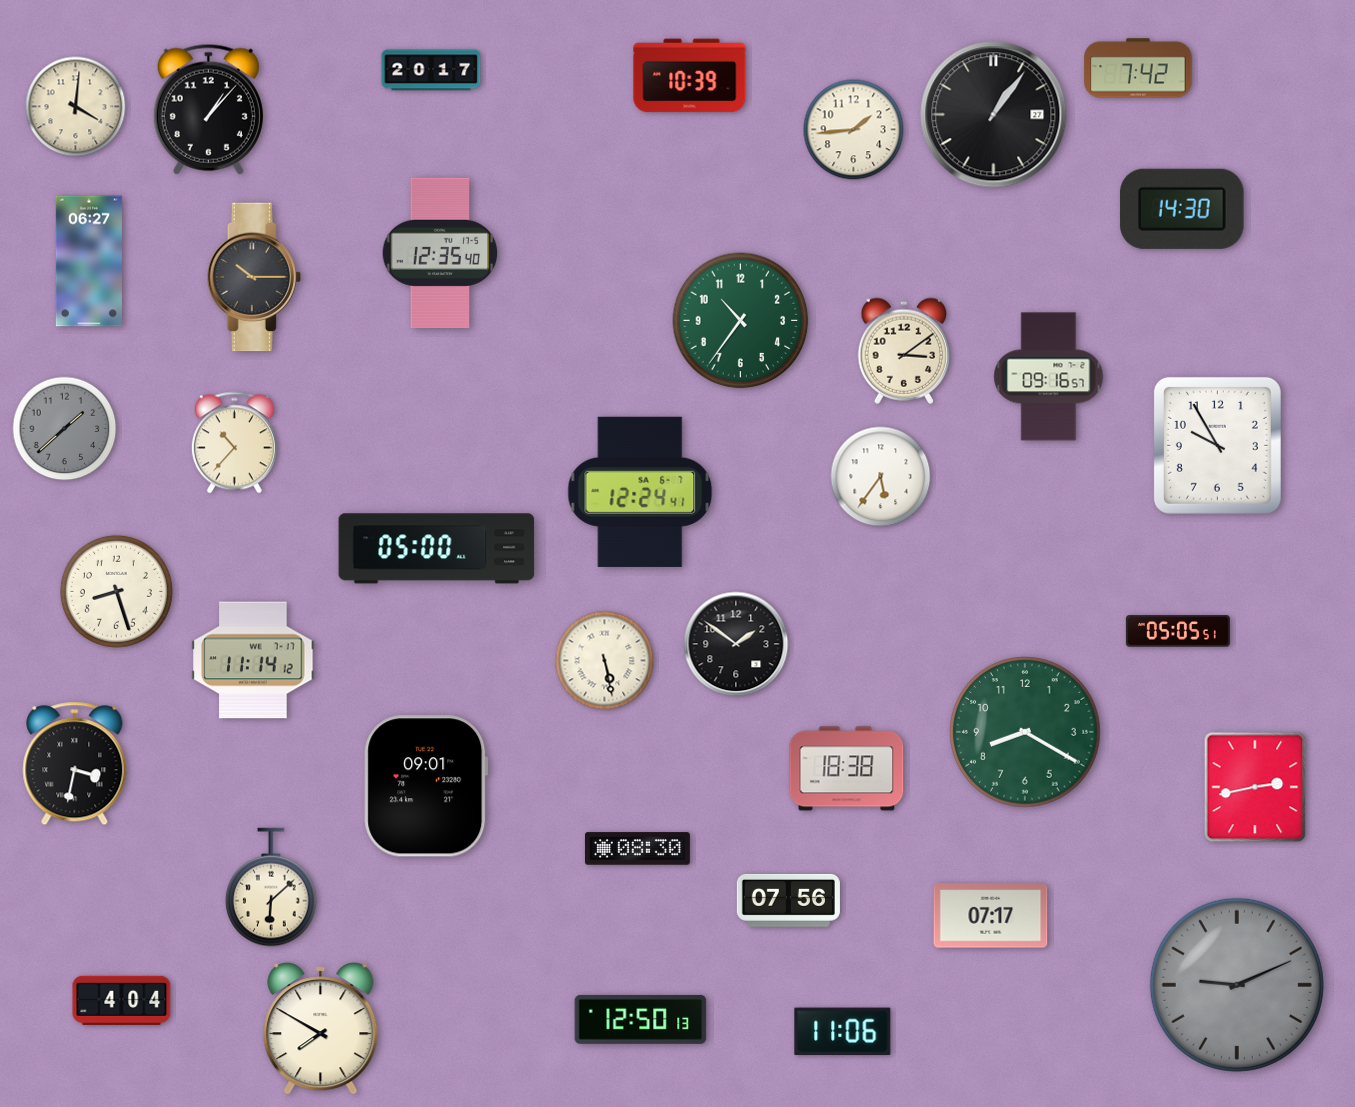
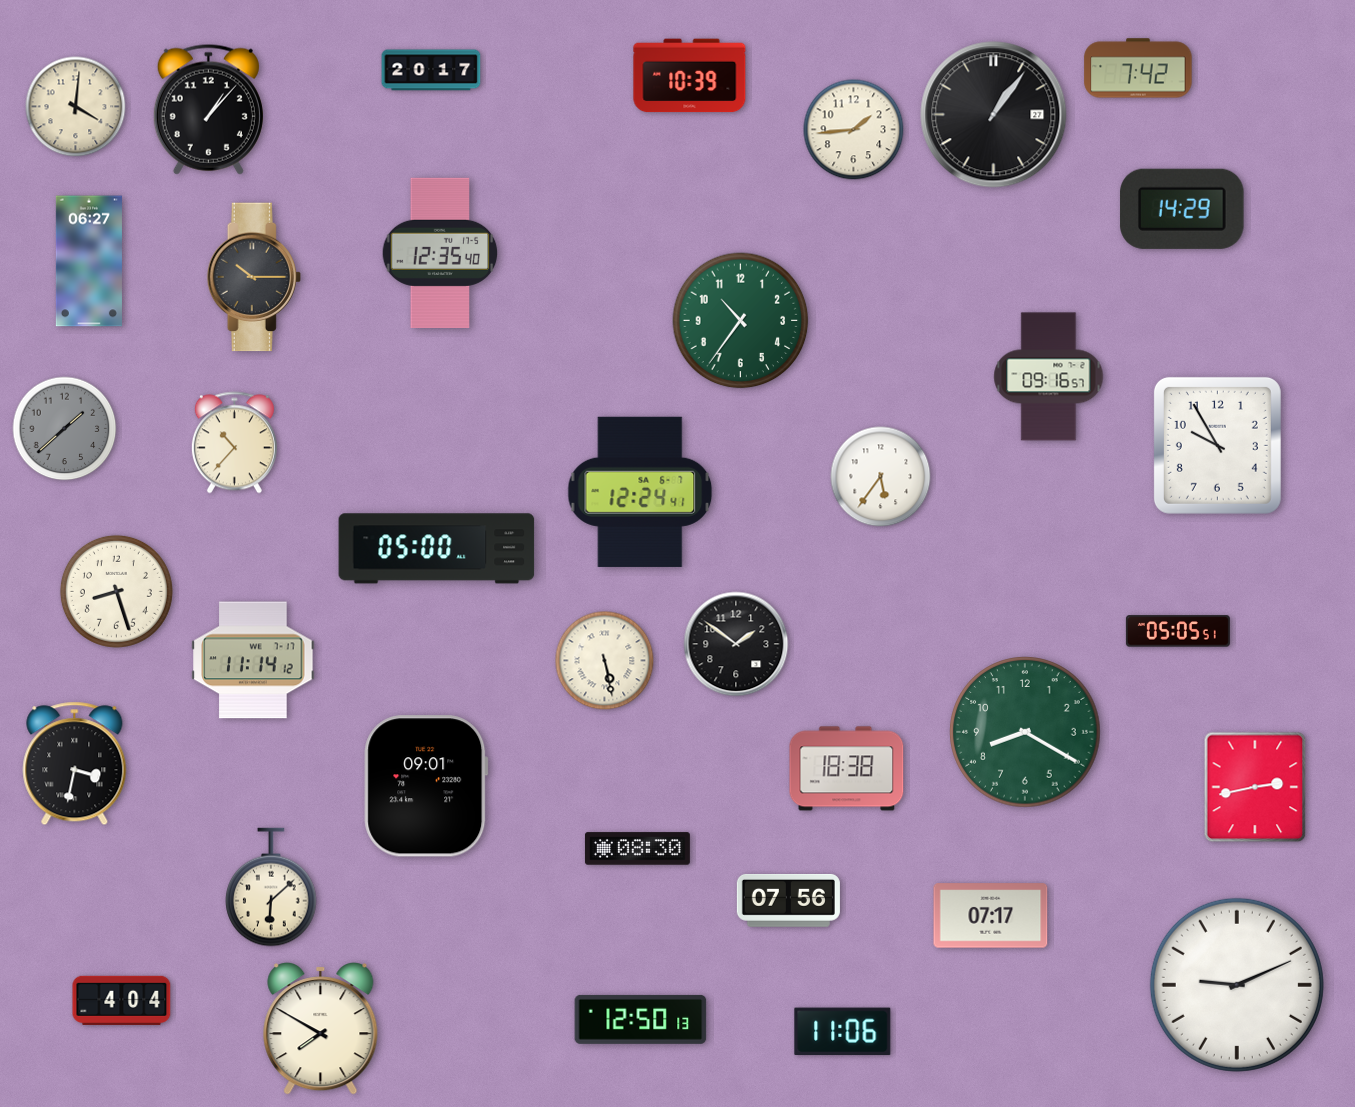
clock at (1182, 209): 14:30 -> 14:29
clock at (904, 351): 3:09 -> none
clock at (1237, 985) dial: grey -> white
